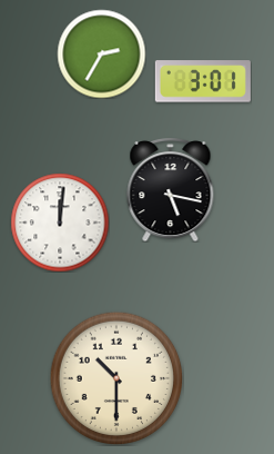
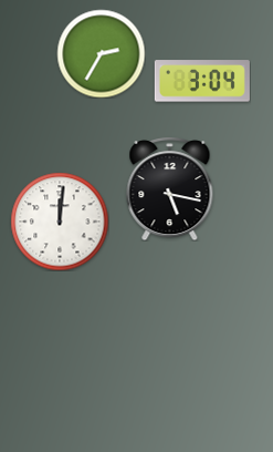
clock at (203, 81): 3:01 -> 3:04
clock at (115, 377): 10:30 -> none
